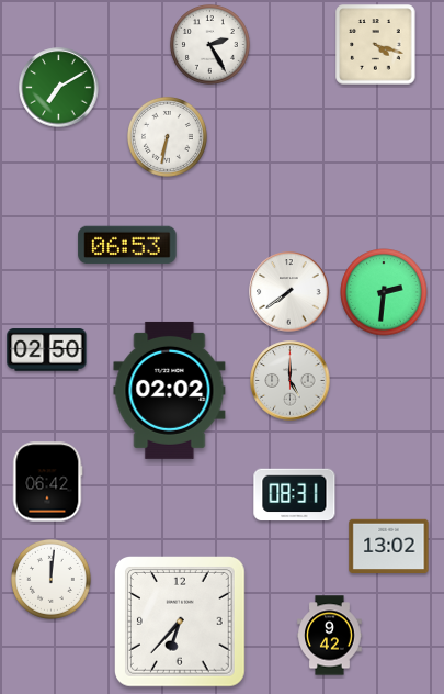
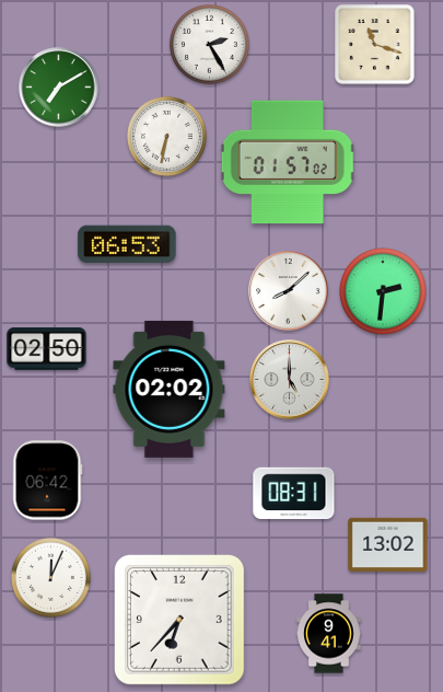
clock at (376, 45): 4:18 -> 11:18
clock at (288, 162): none -> 01:57
clock at (289, 292): 7:39 -> 8:08
clock at (50, 579): 12:01 -> 12:04
clock at (330, 636): 9:42 -> 9:41
